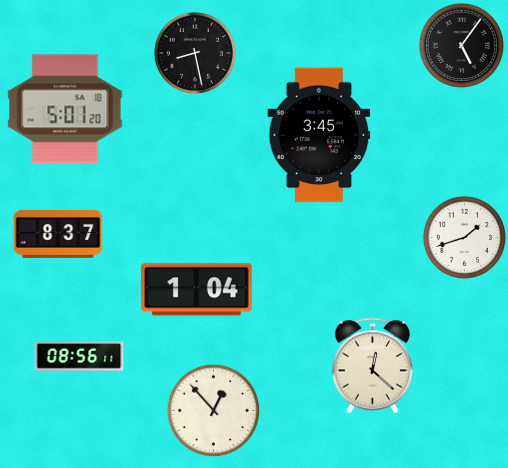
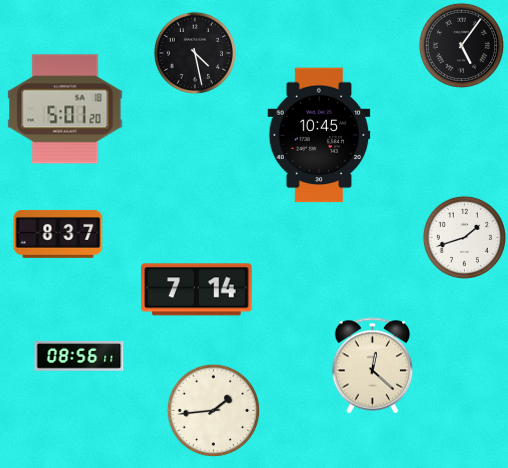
clock at (195, 53): 8:28 -> 4:28
clock at (319, 135): 3:45 -> 10:45
clock at (197, 290): 1:04 -> 7:14
clock at (213, 410): 12:53 -> 1:44
